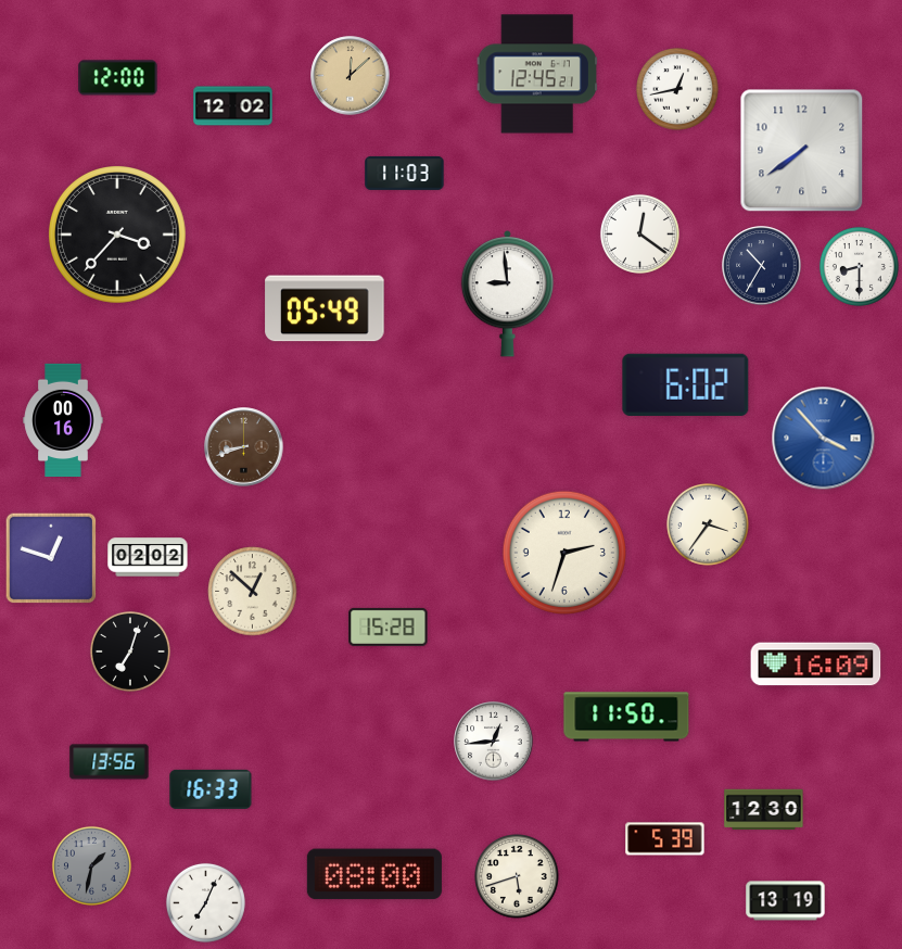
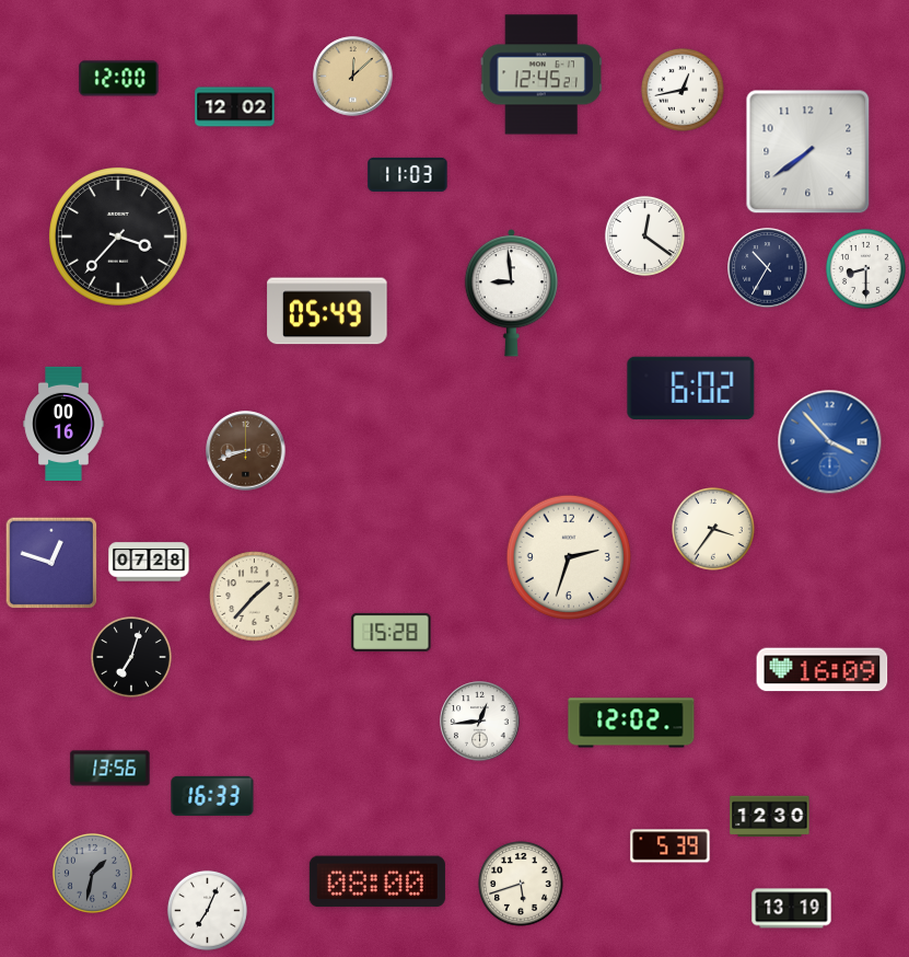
clock at (507, 294) position: (507, 294) -> (511, 293)
clock at (148, 557): 02:02 -> 07:28
clock at (253, 592): 12:52 -> 1:37
clock at (626, 717): 11:50 -> 12:02
clock at (494, 742) position: (494, 742) -> (480, 722)
